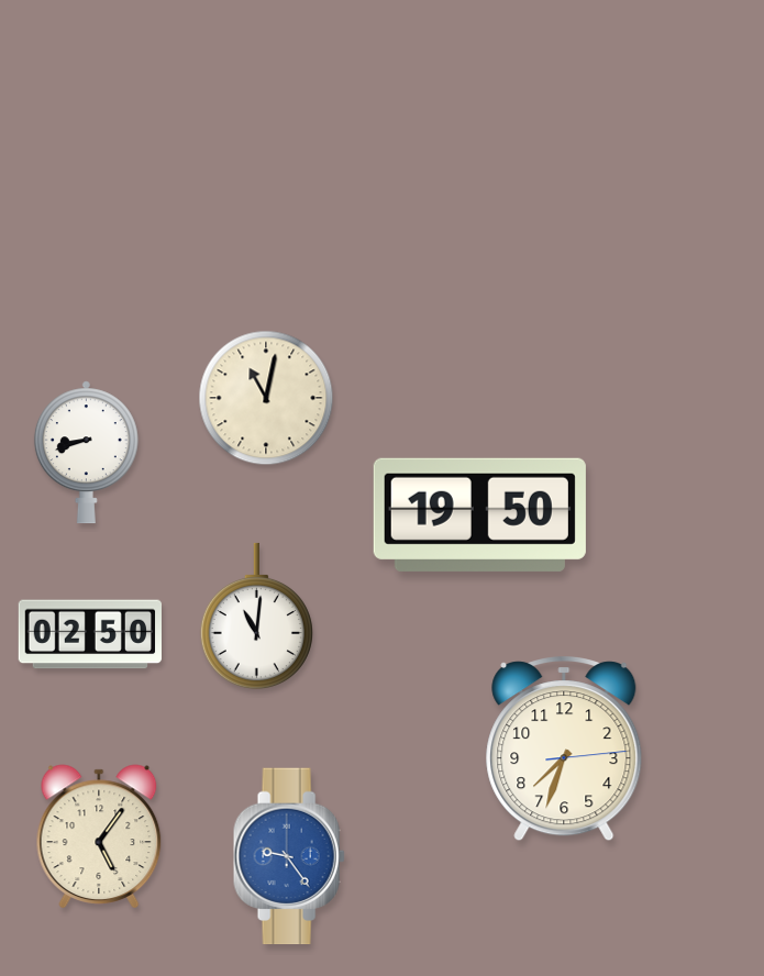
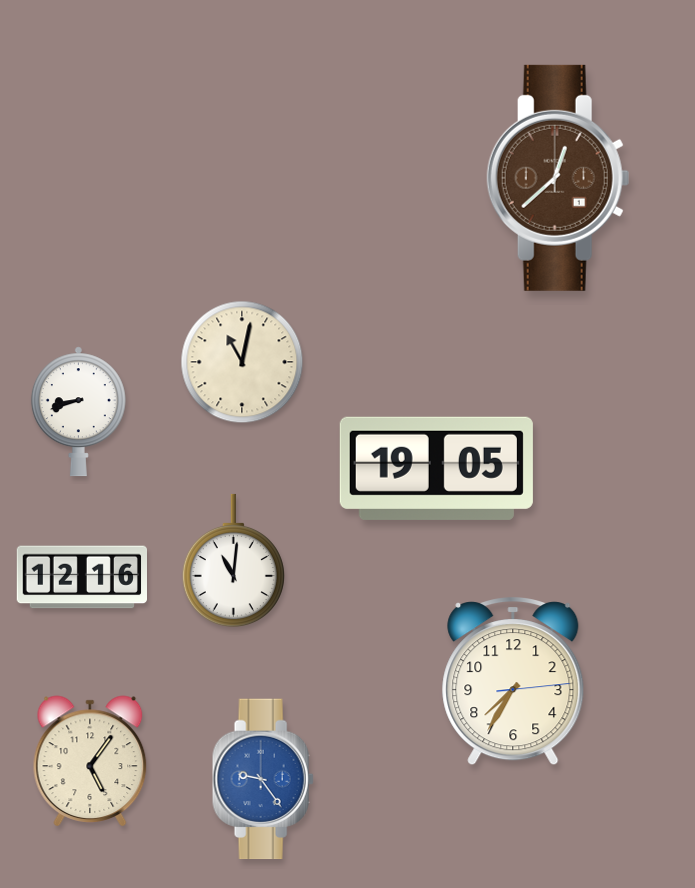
clock at (558, 178): none -> 12:38
clock at (479, 514): 19:50 -> 19:05
clock at (89, 634): 02:50 -> 12:16
clock at (564, 750): 7:33 -> 7:35
